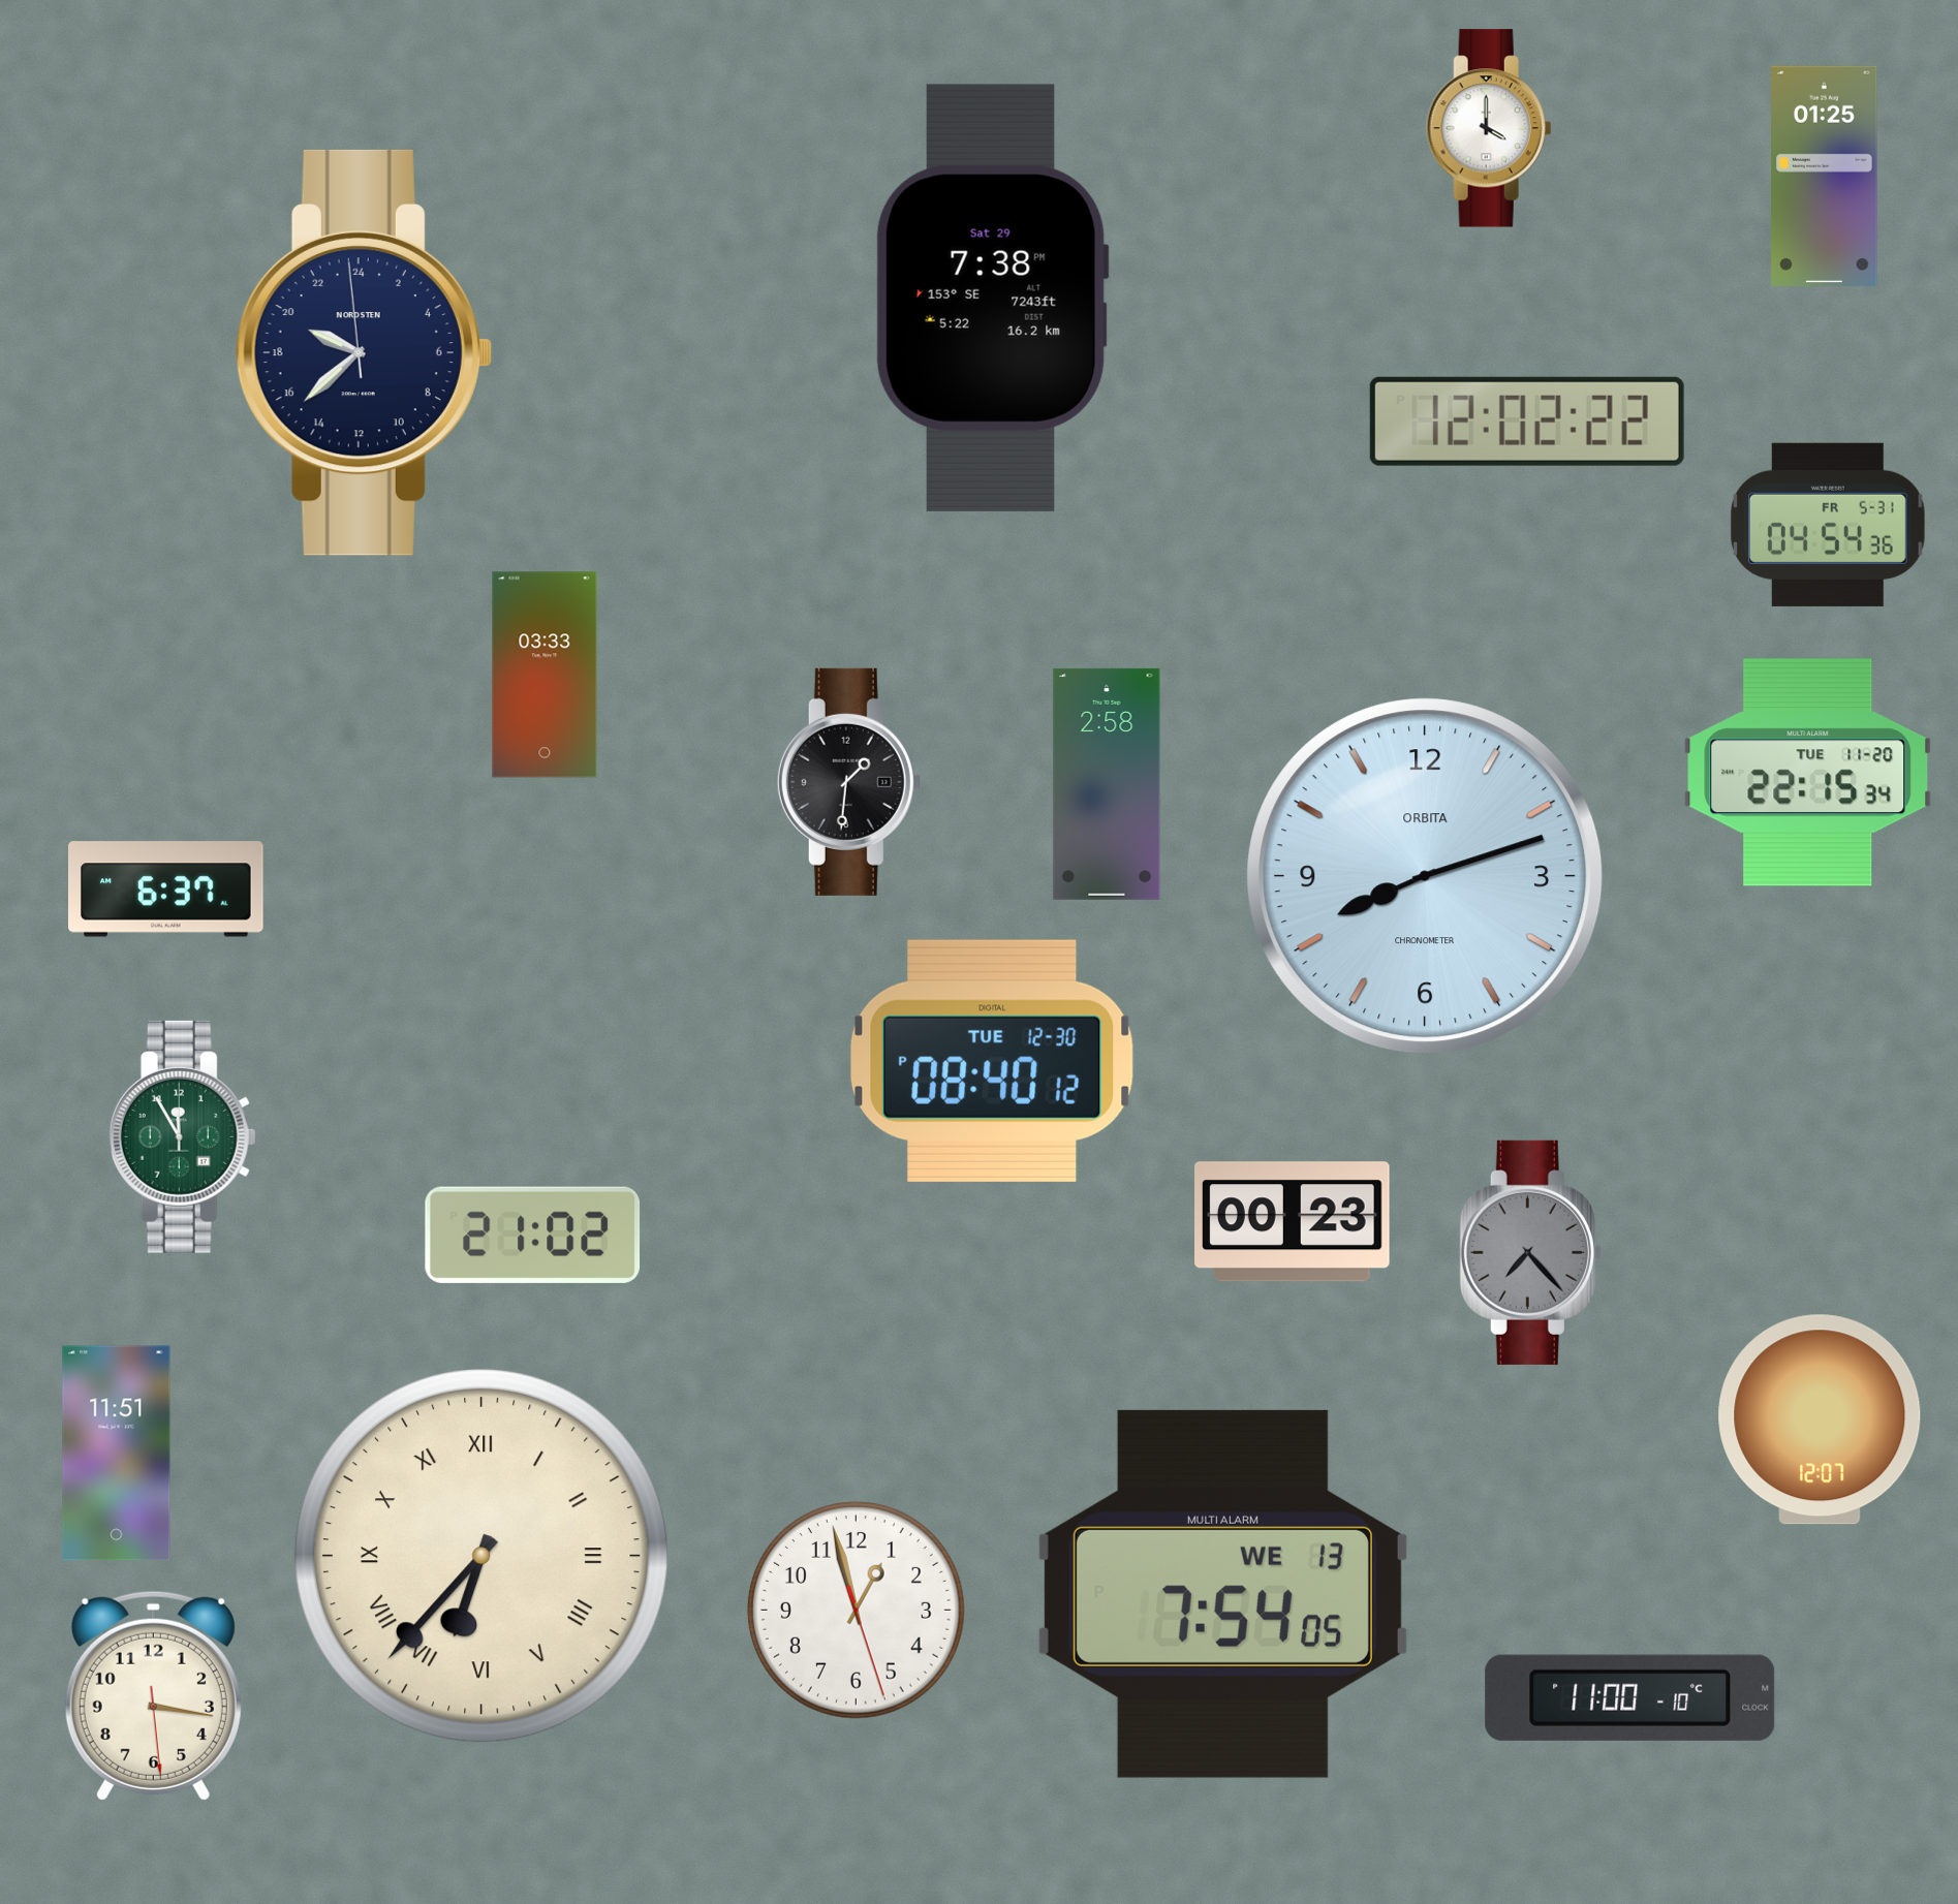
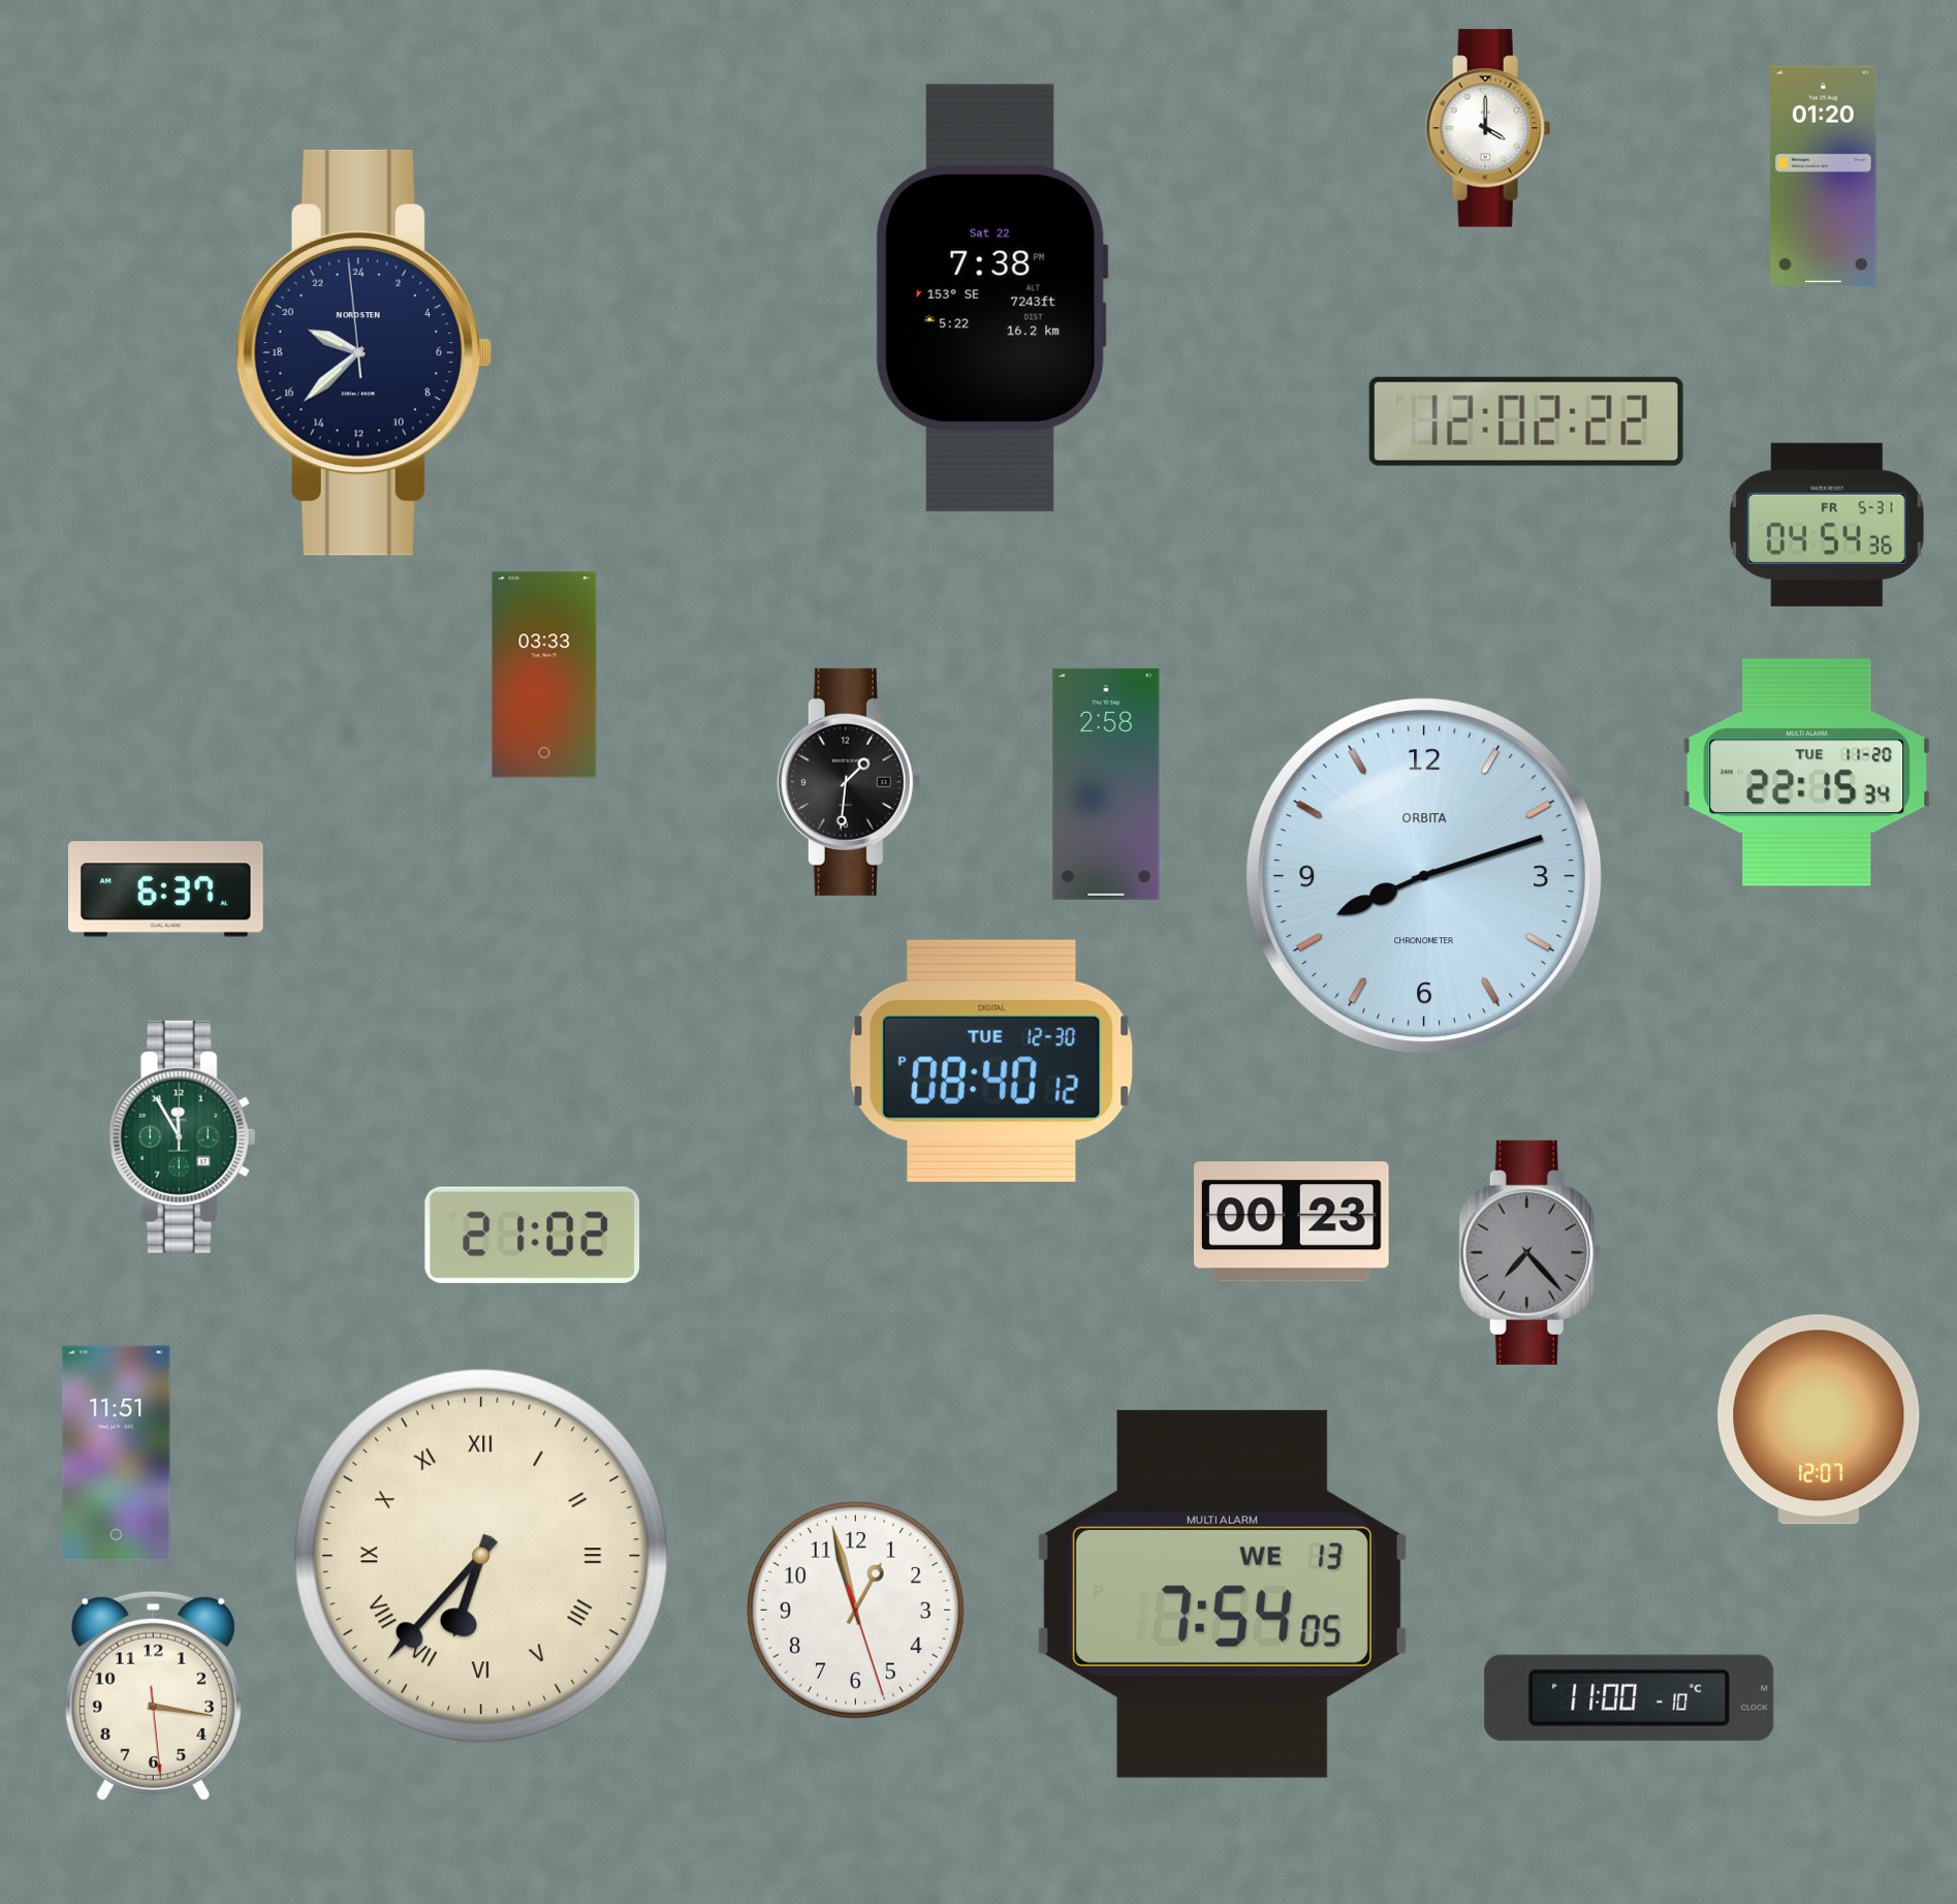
clock at (1825, 176): 01:25 -> 01:20
clock at (992, 298) date: Sat 29 -> Sat 22
